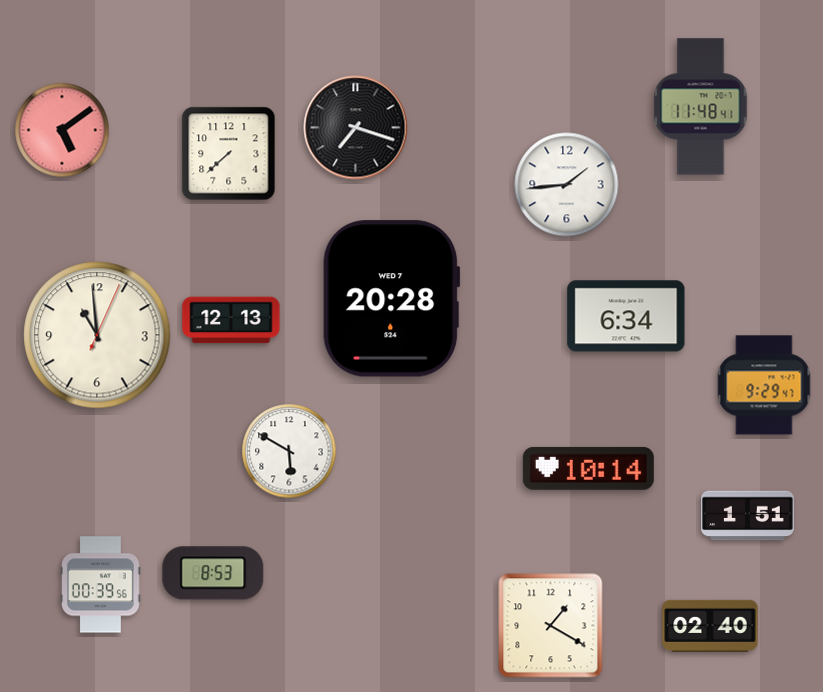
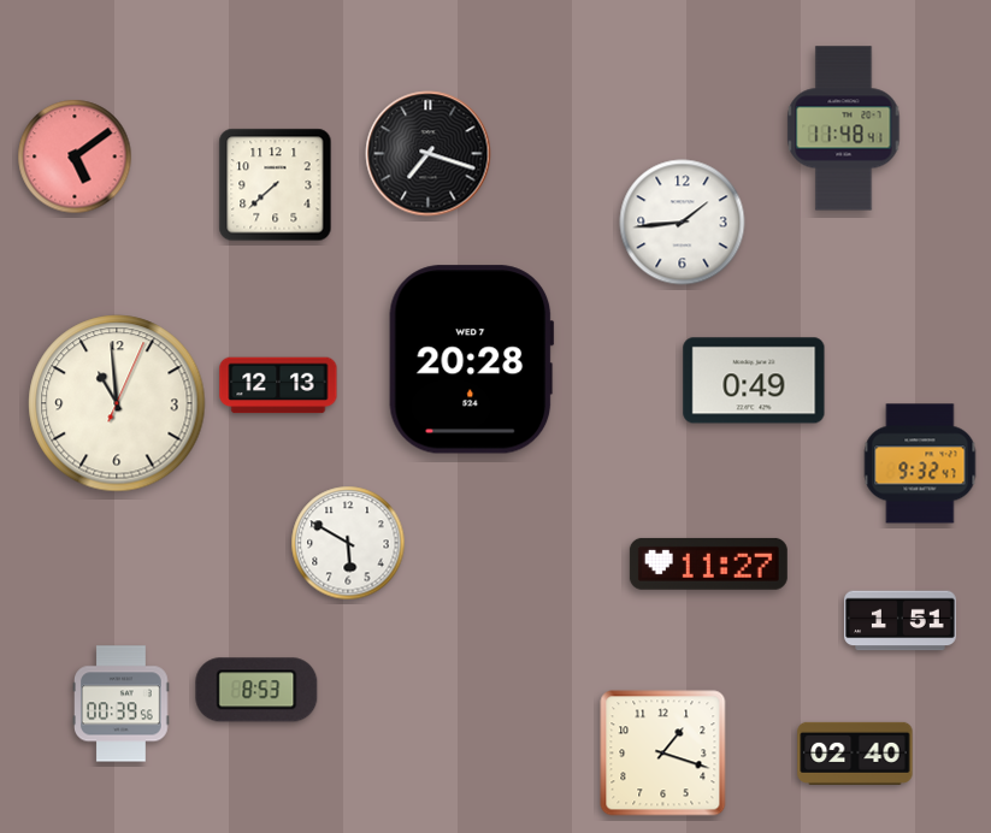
clock at (626, 316): 6:34 -> 0:49
clock at (764, 385): 9:29 -> 9:32
clock at (588, 468): 10:14 -> 11:27
clock at (551, 626): 1:20 -> 1:18
